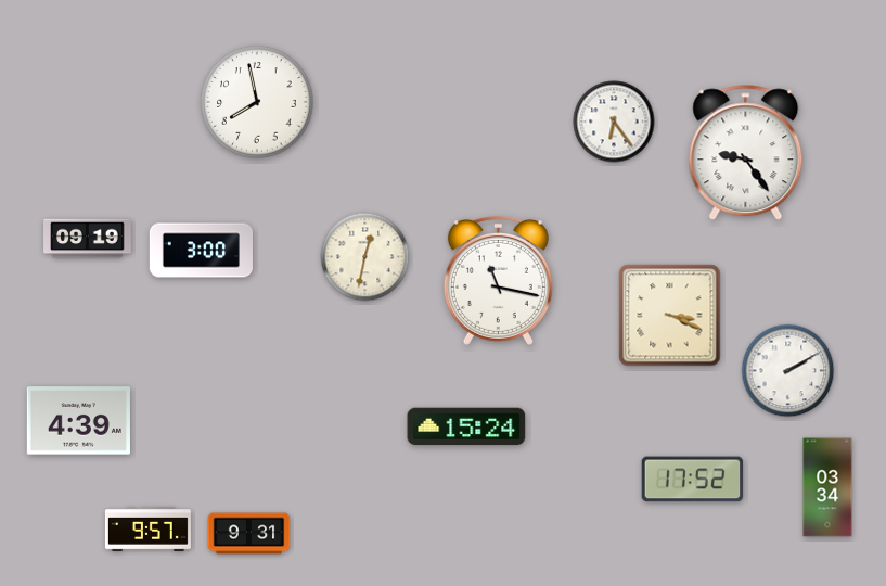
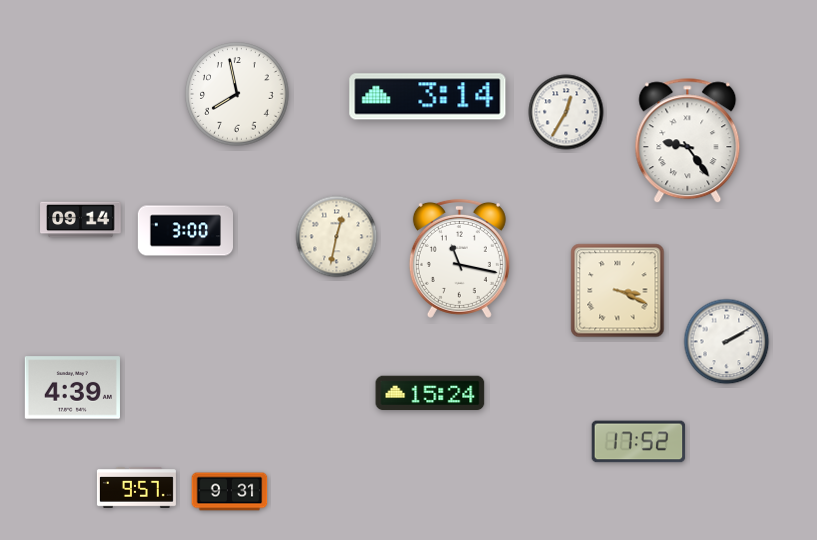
clock at (428, 97): none -> 3:14
clock at (614, 122): 6:24 -> 12:35
clock at (88, 239): 09:19 -> 09:14
clock at (827, 487): 03:34 -> none
